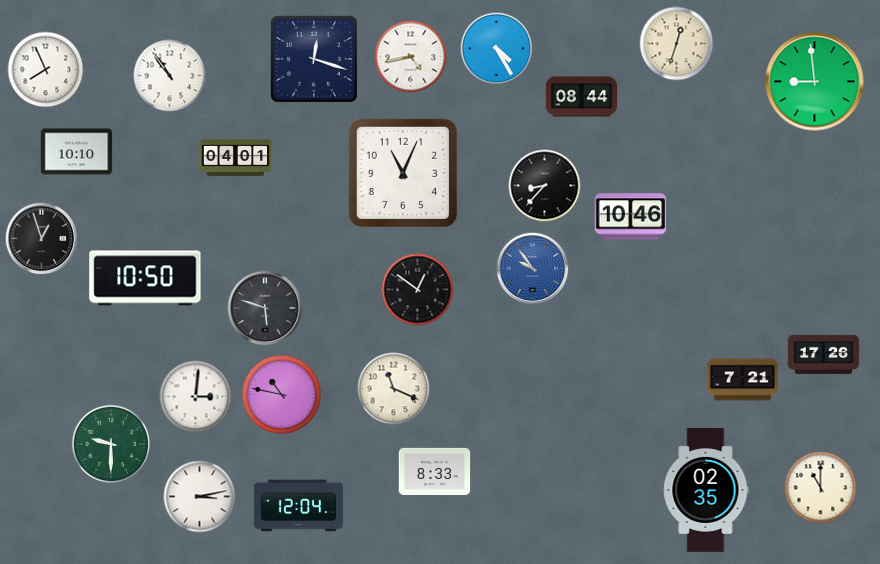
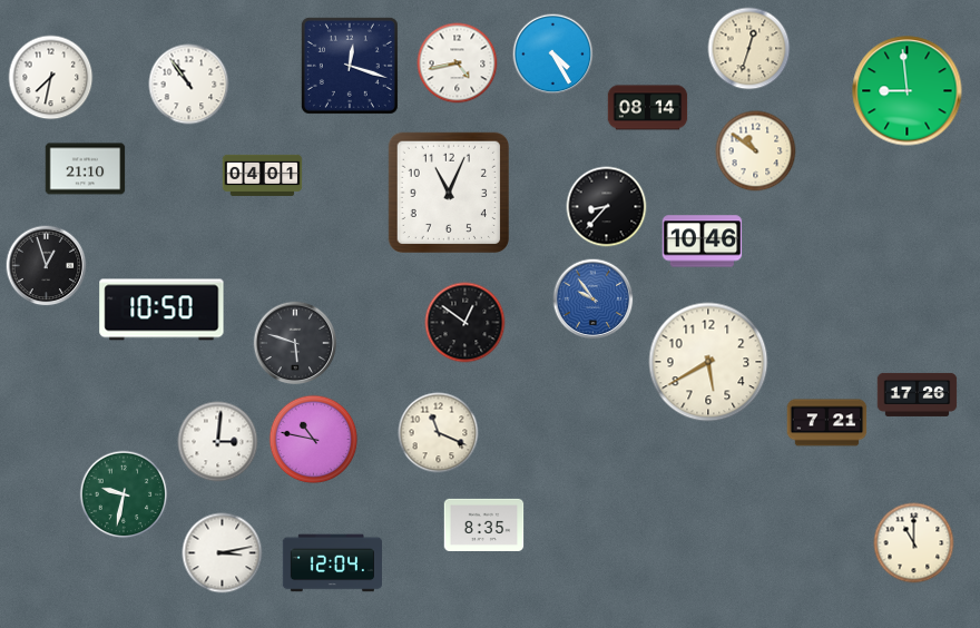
clock at (677, 44) position: (677, 44) -> (749, 49)
clock at (46, 70): 7:56 -> 7:32
clock at (582, 97): 08:44 -> 08:14
clock at (756, 151): none -> 10:51
clock at (77, 152): 10:10 -> 21:10
clock at (708, 362): none -> 5:40
clock at (111, 444): 9:30 -> 9:32
clock at (435, 471): 8:33 -> 8:35
clock at (706, 490): 02:35 -> none
